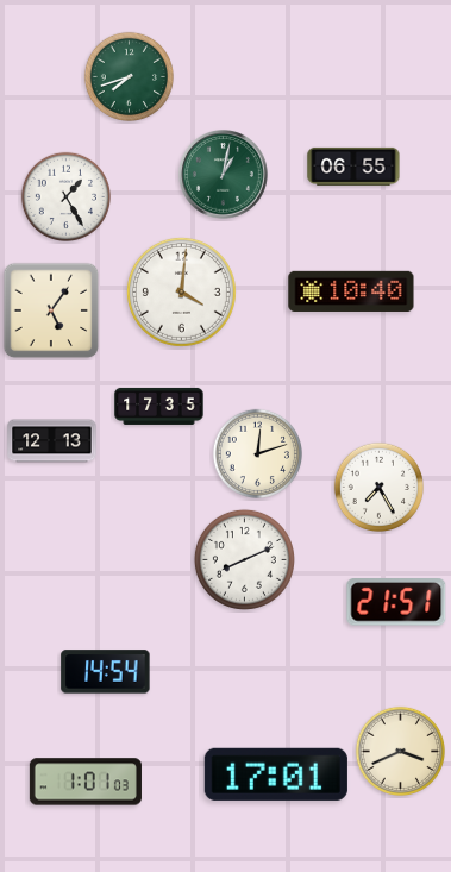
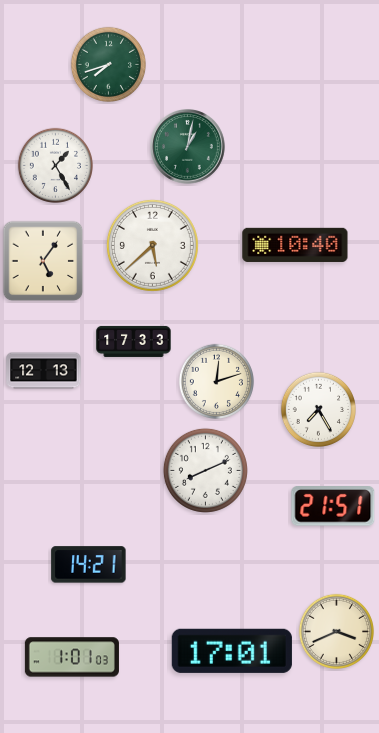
clock at (353, 167): 06:55 -> none
clock at (181, 291): 4:01 -> 5:38
clock at (159, 406): 17:35 -> 17:33
clock at (106, 672): 14:54 -> 14:21
